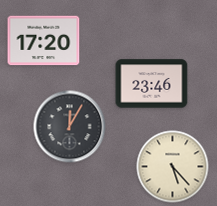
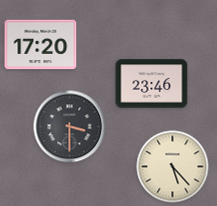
clock at (44, 41) position: (44, 41) -> (41, 45)
clock at (70, 127): 12:05 -> 3:30
